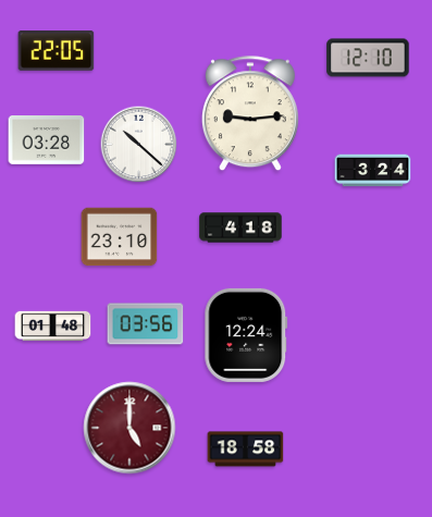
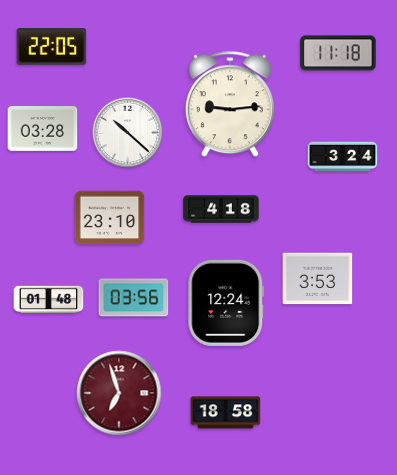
clock at (368, 58): 12:10 -> 11:18
clock at (318, 279): none -> 3:53
clock at (246, 335) position: (246, 335) -> (226, 303)
clock at (129, 428): 5:00 -> 6:57
